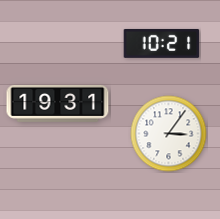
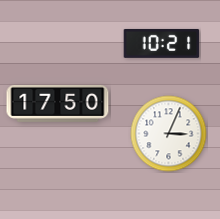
clock at (58, 103): 19:31 -> 17:50
clock at (169, 134): 3:06 -> 3:04
